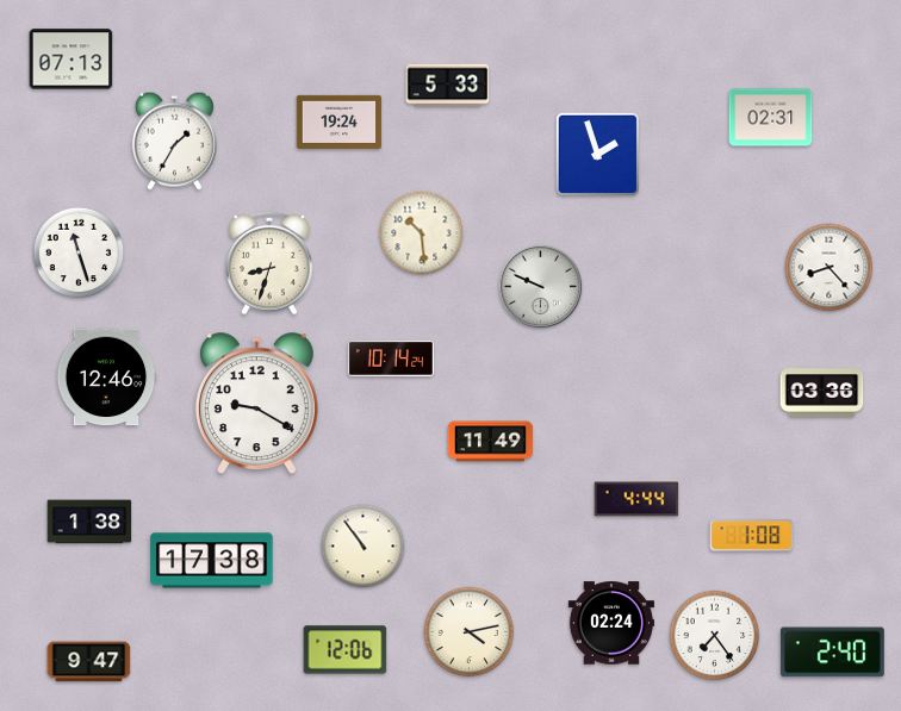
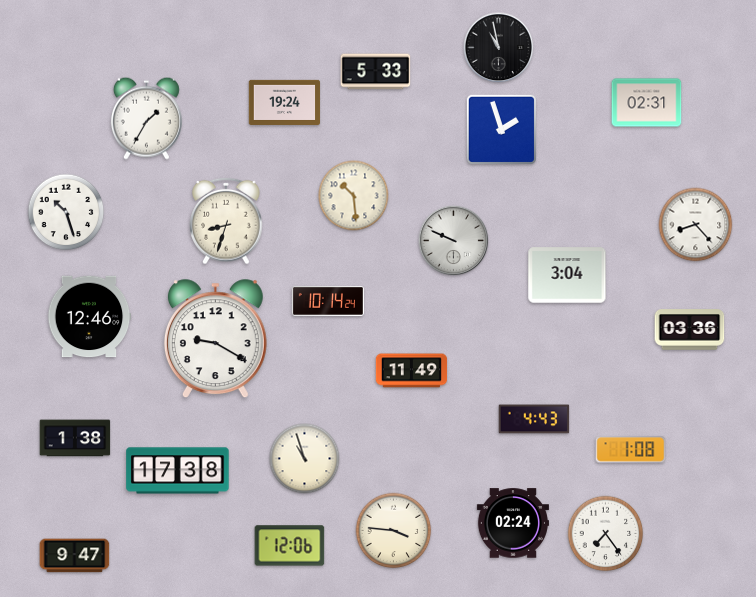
clock at (499, 48): none -> 10:58
clock at (72, 60): 07:13 -> none
clock at (771, 118) position: (771, 118) -> (647, 103)
clock at (79, 252): 11:27 -> 10:27
clock at (567, 275): none -> 3:04
clock at (636, 499): 4:44 -> 4:43
clock at (363, 547): 10:54 -> 10:57
clock at (470, 632): 4:13 -> 3:46
clock at (715, 636) position: (715, 636) -> (606, 534)
clock at (832, 653): 2:40 -> none
